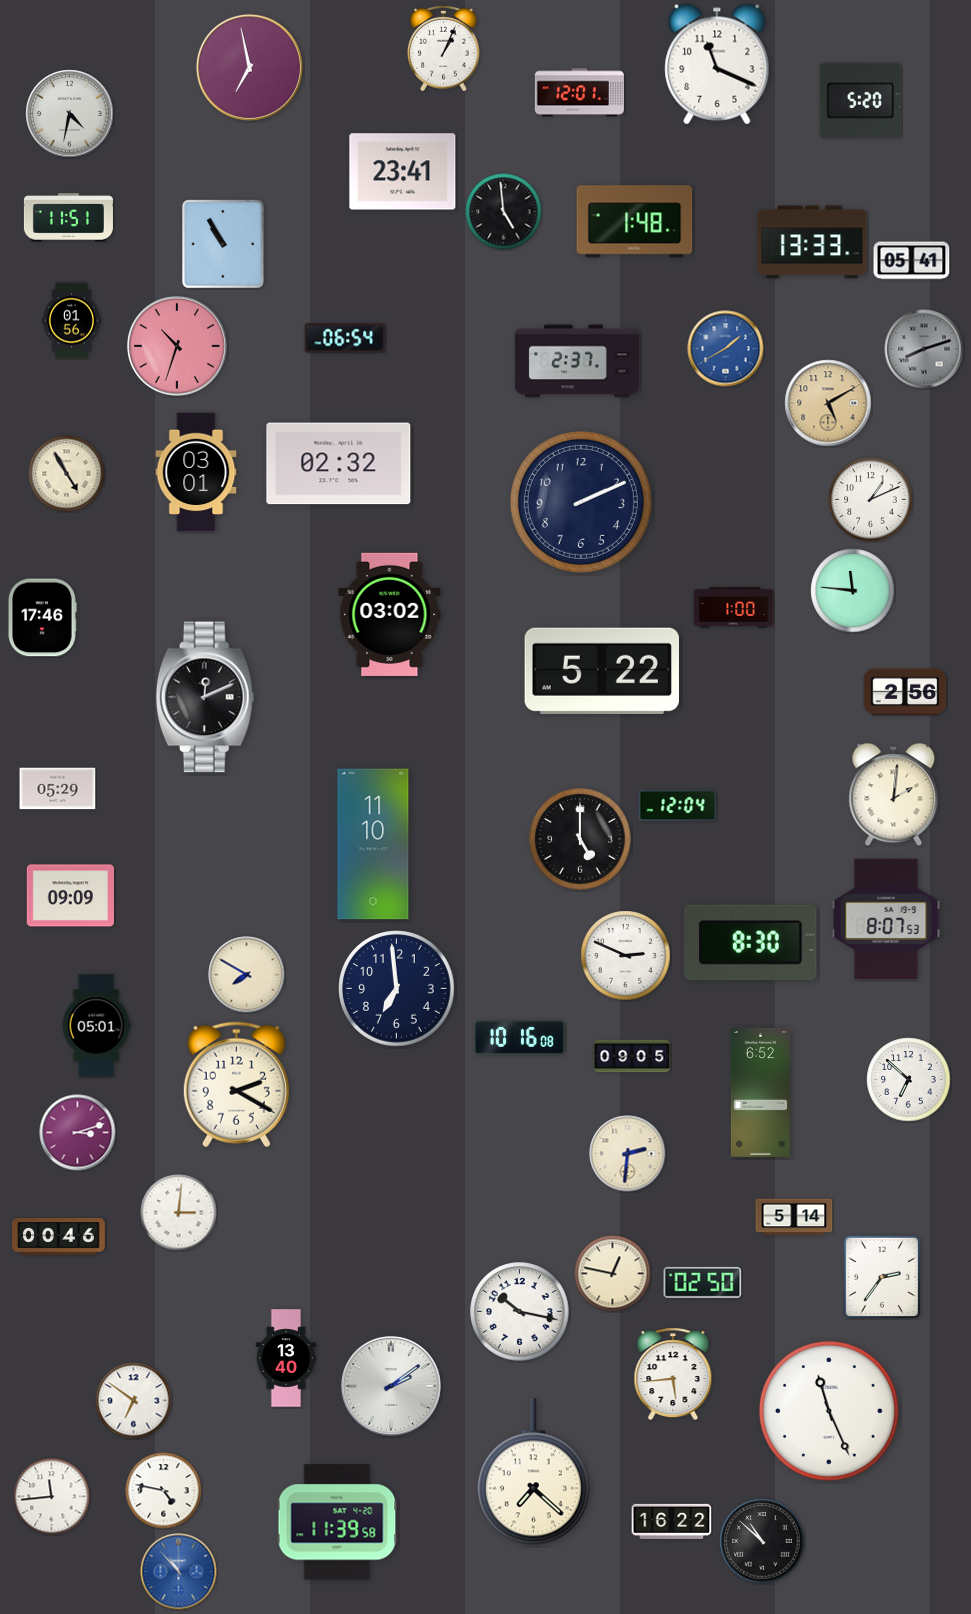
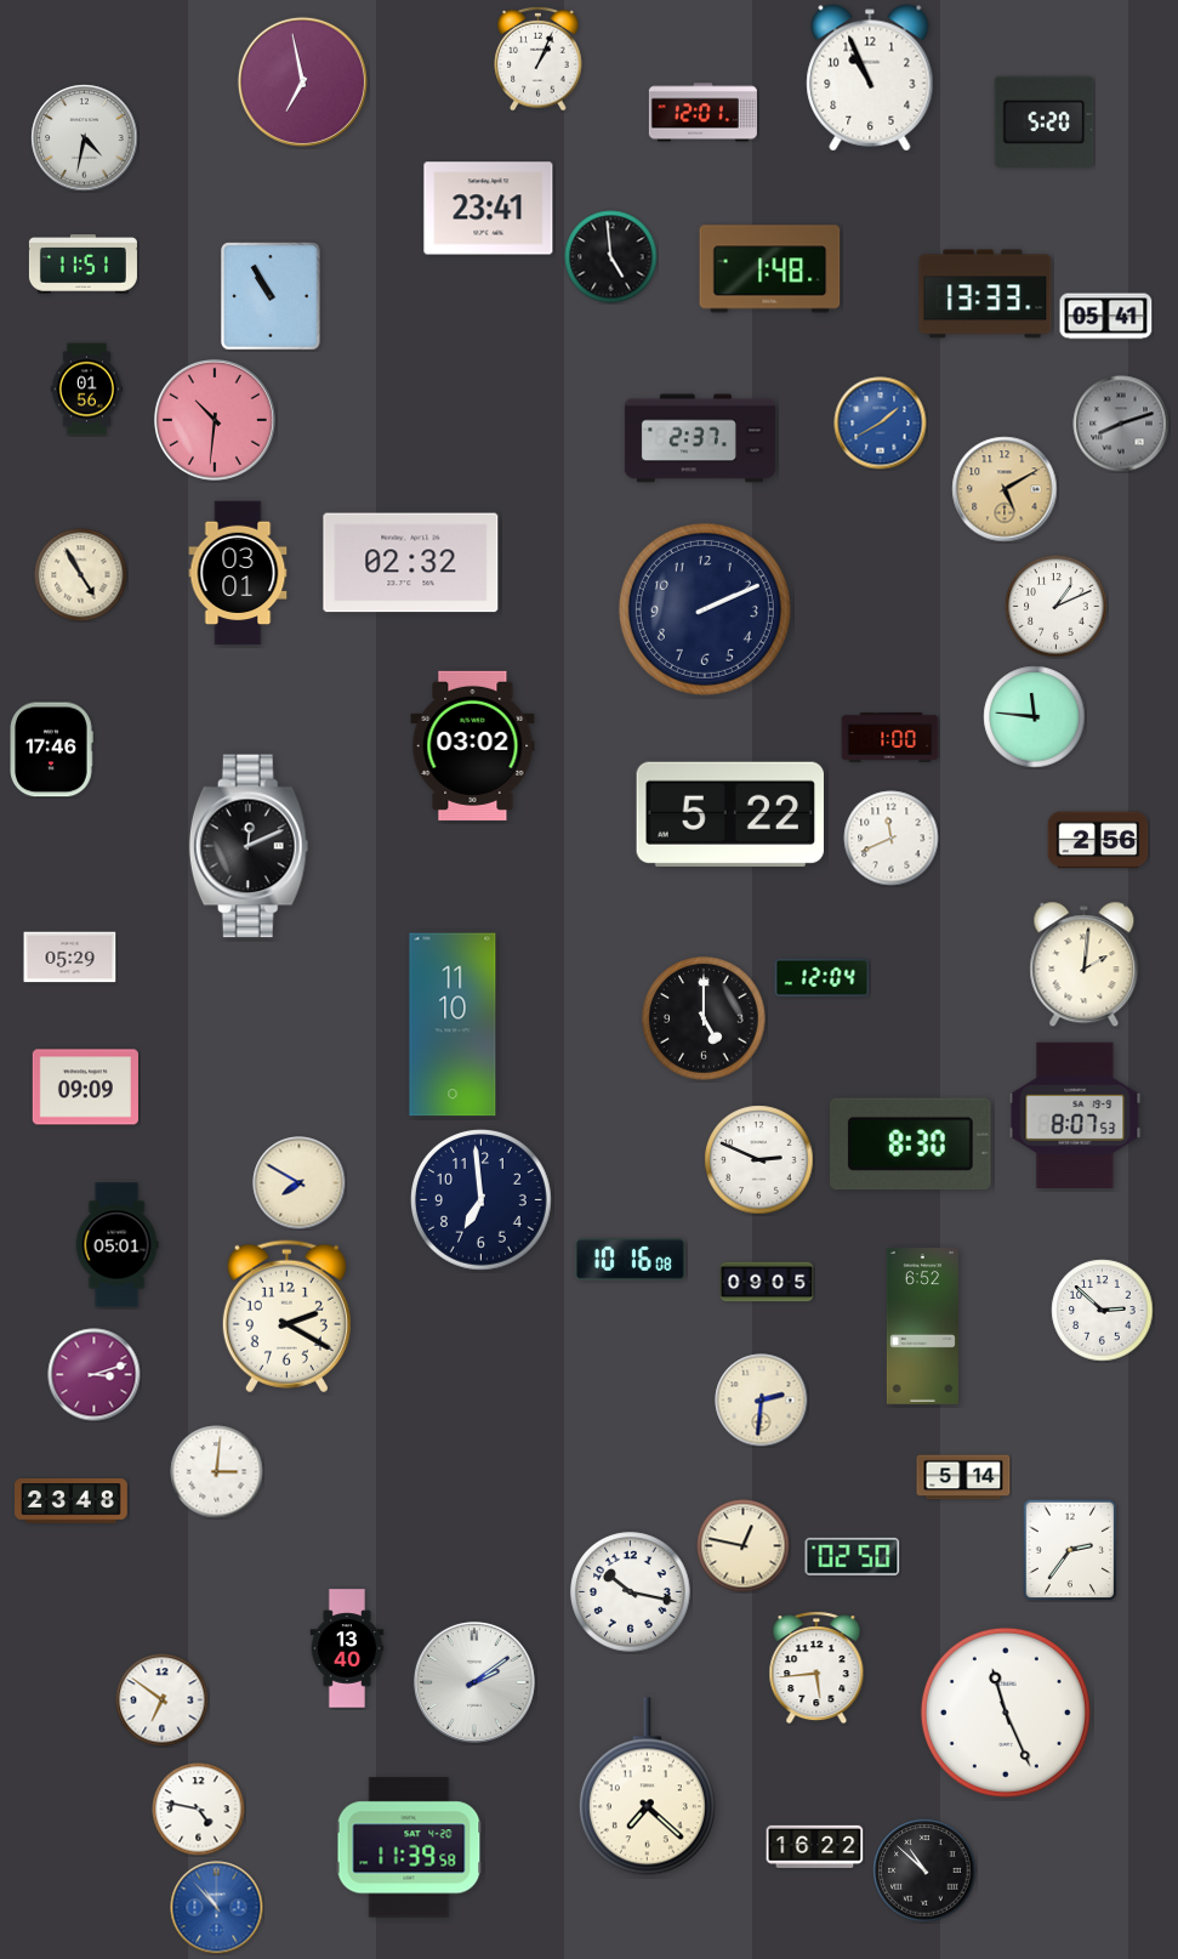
clock at (717, 64): 11:19 -> 10:56
clock at (345, 338): 06:54 -> none
clock at (177, 346): 10:33 -> 10:31
clock at (892, 839): none -> 11:41
clock at (909, 1080): 6:52 -> 2:52
clock at (59, 1237): 00:46 -> 23:48
clock at (52, 1497): 11:44 -> none
